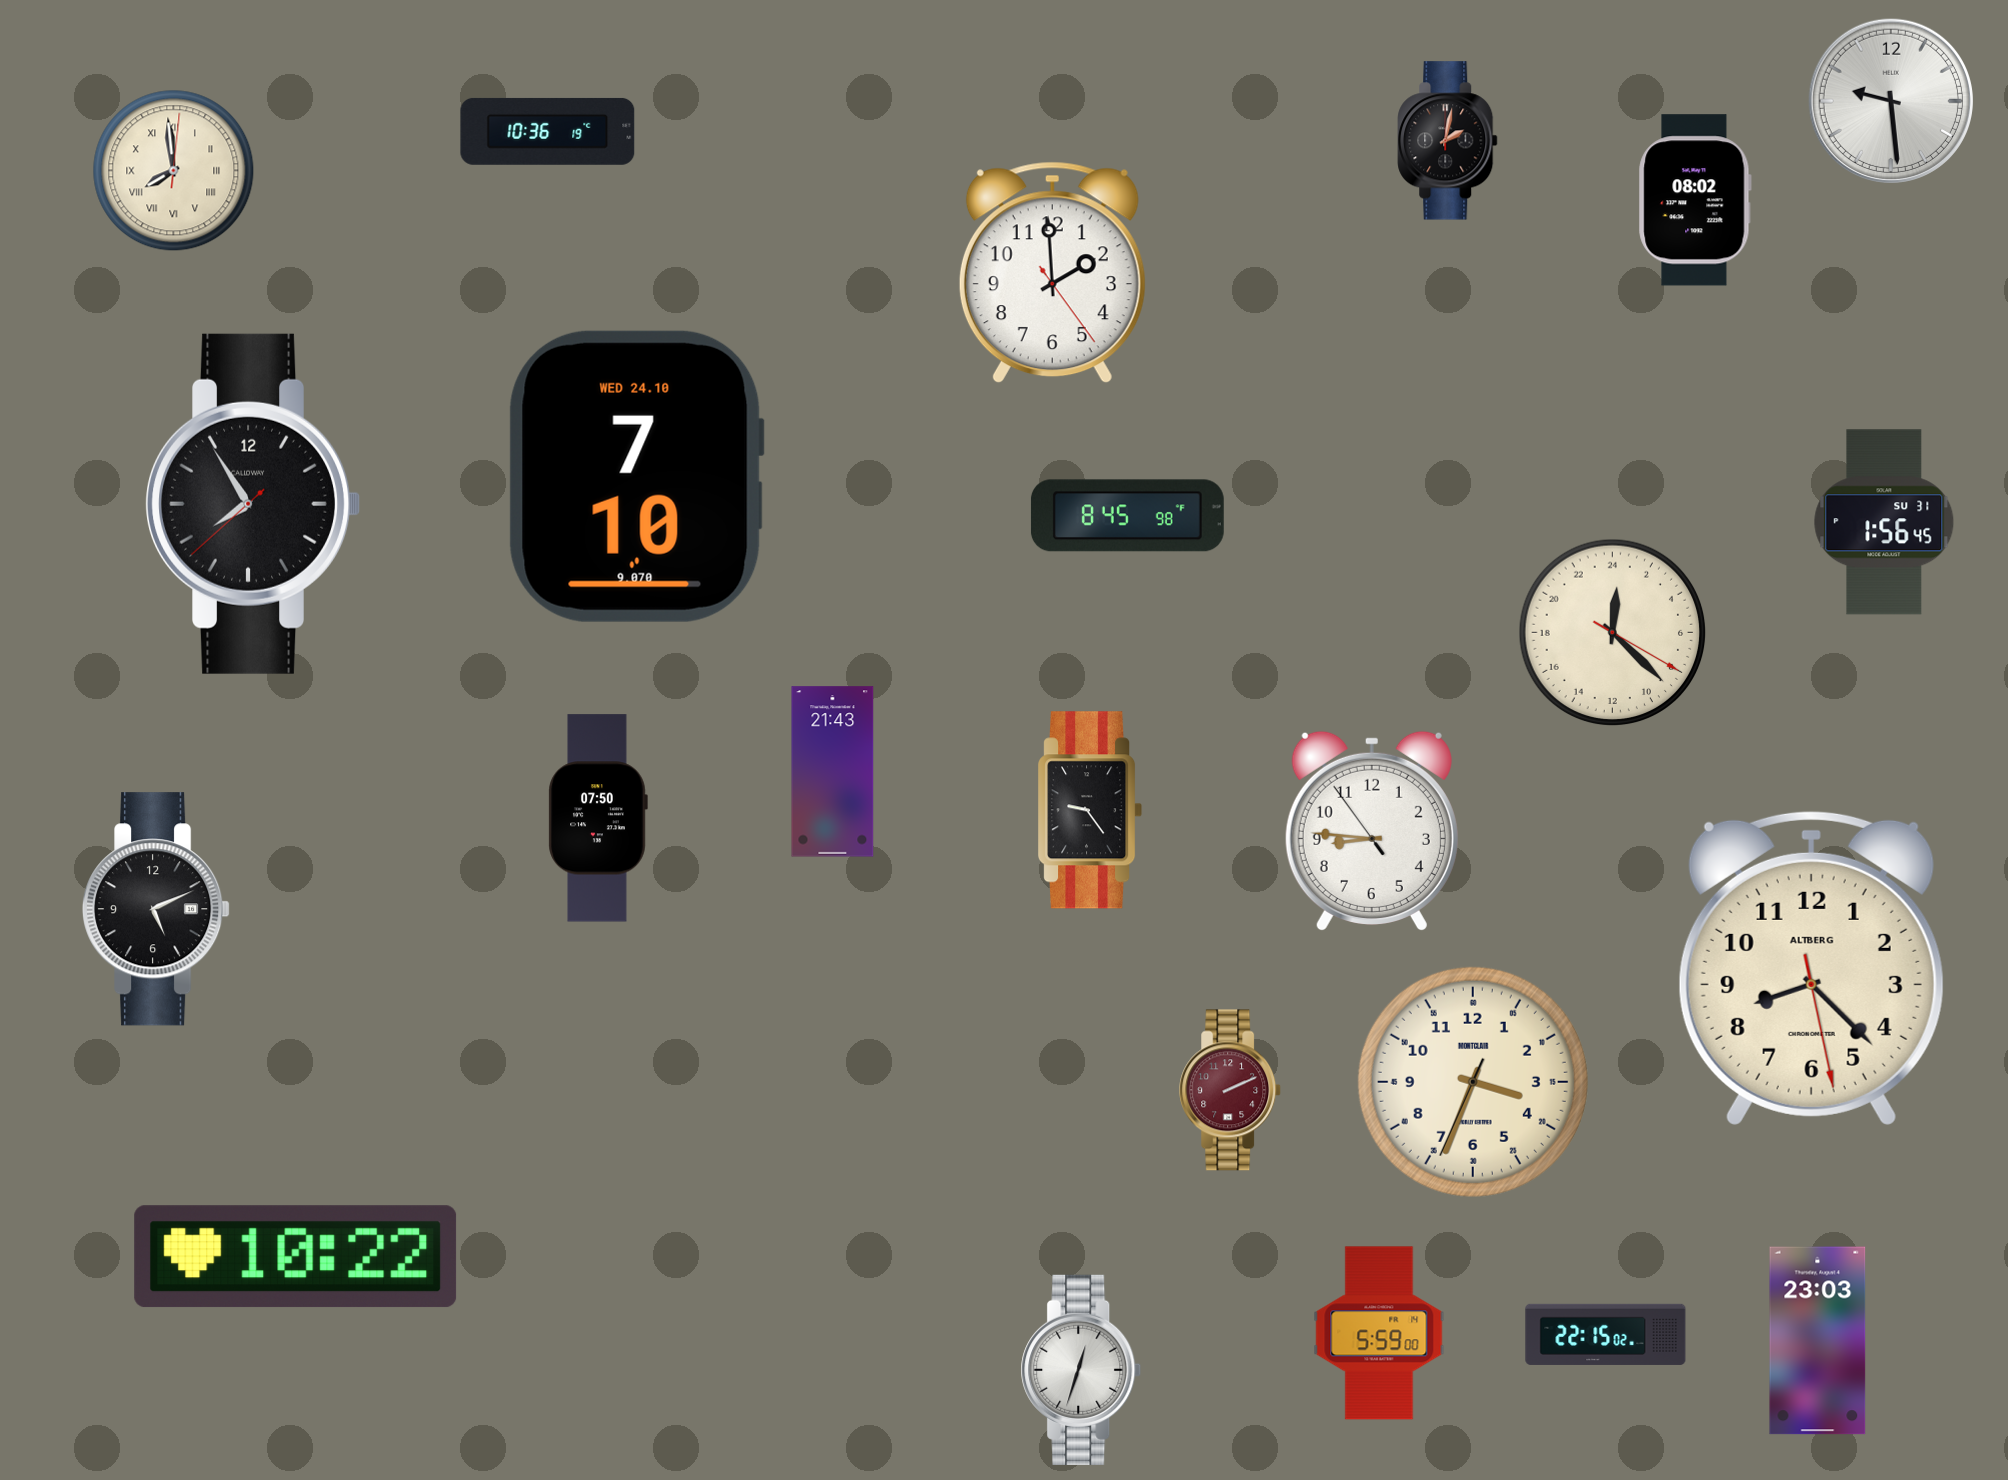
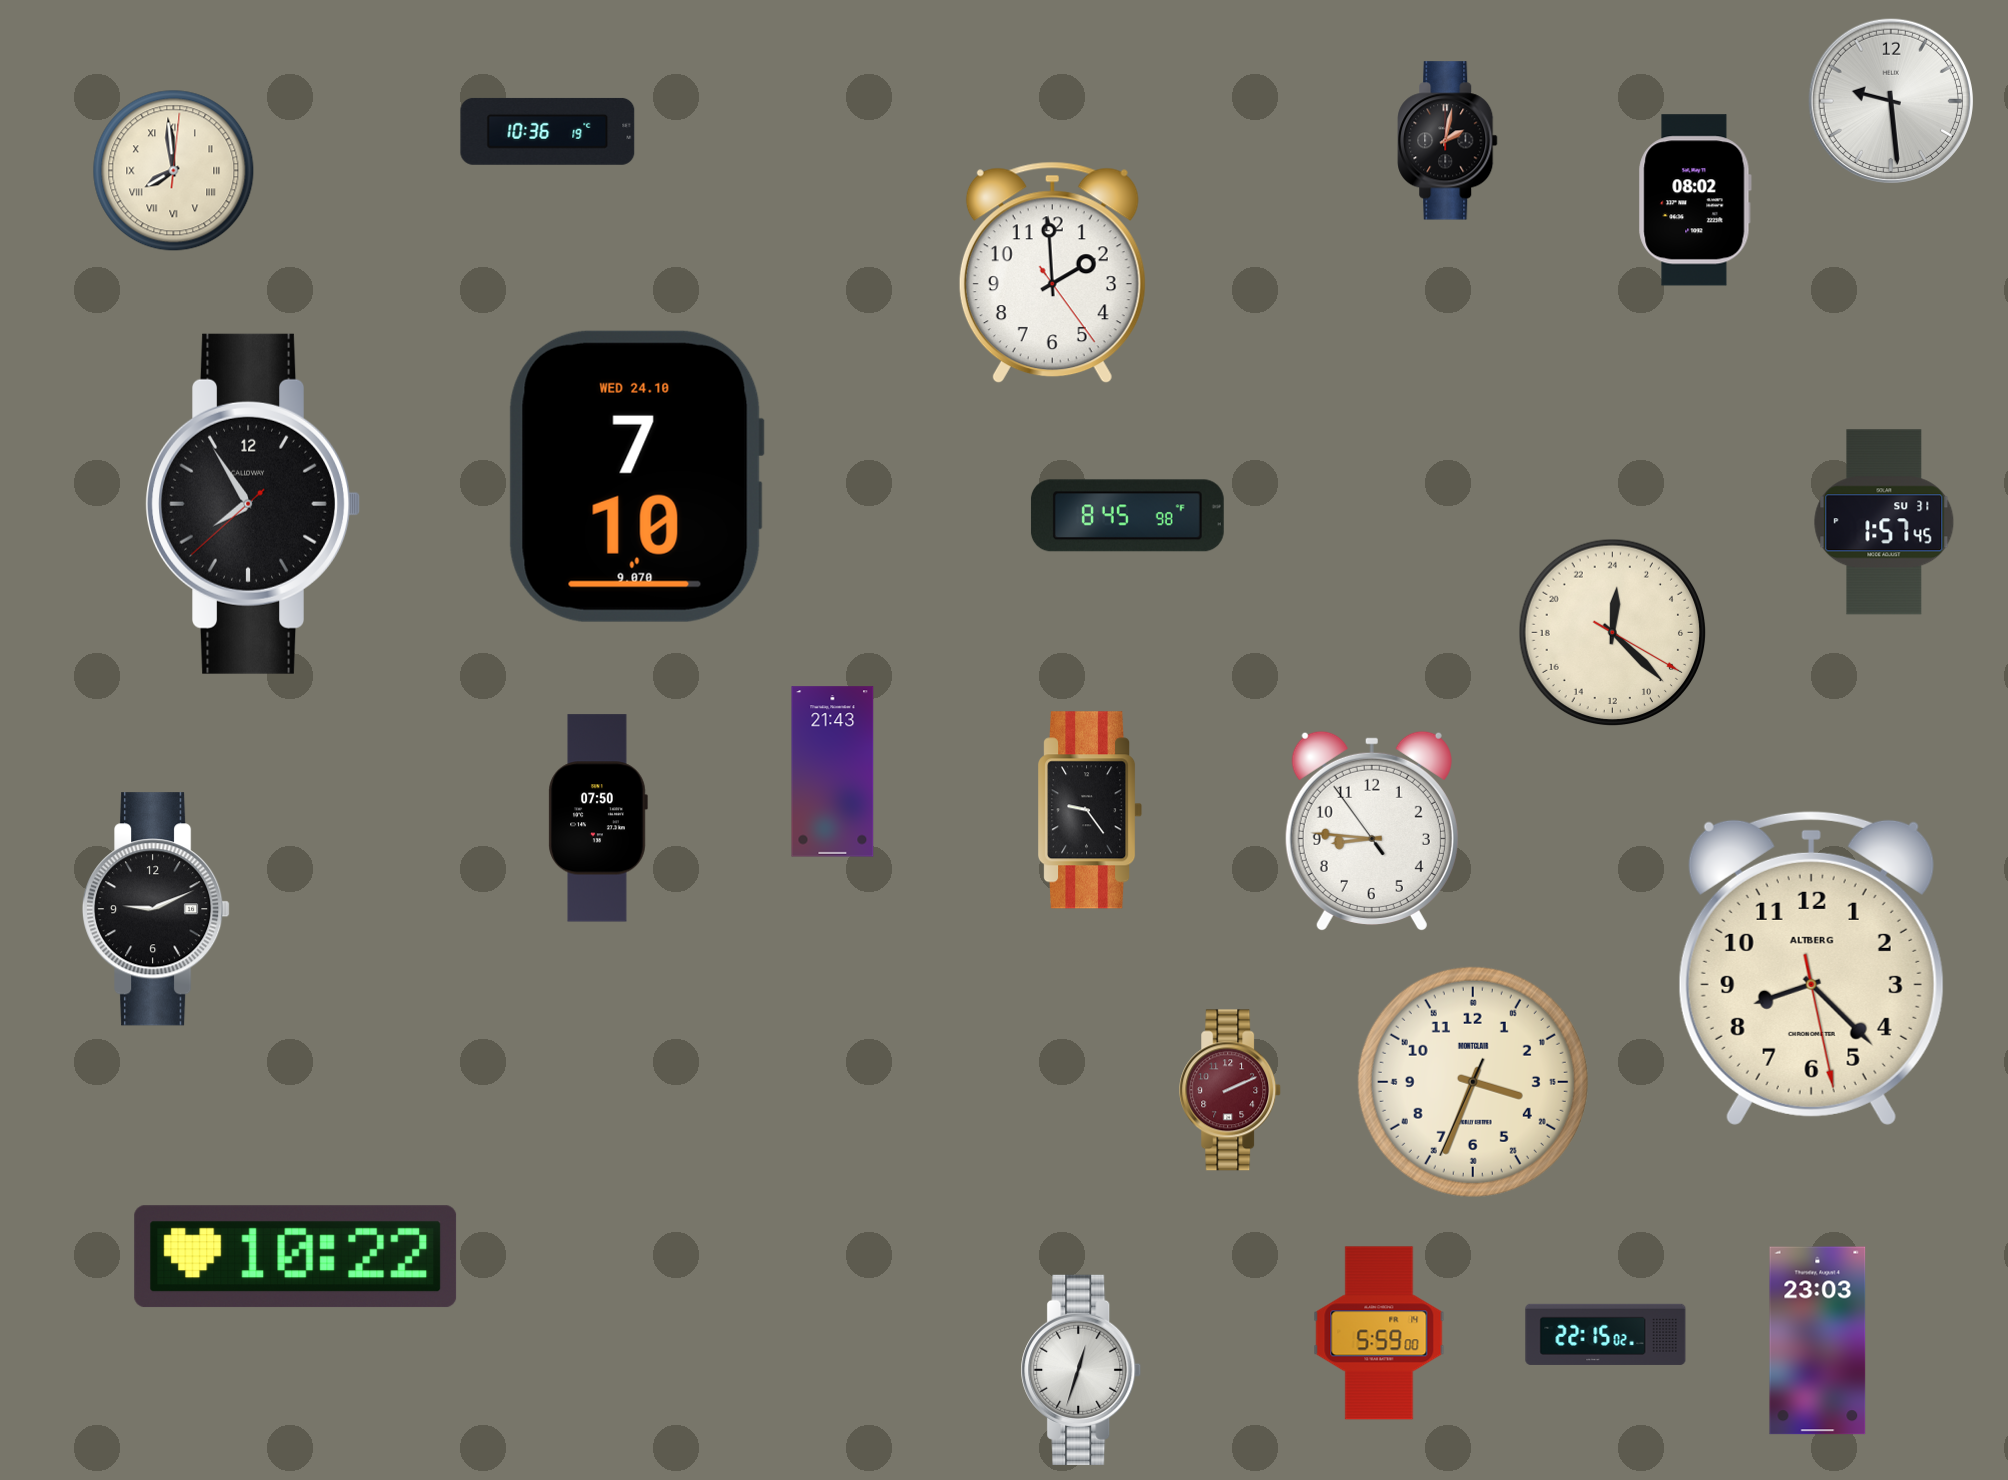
clock at (1884, 522): 1:56 -> 1:57
clock at (157, 909): 5:11 -> 9:11
